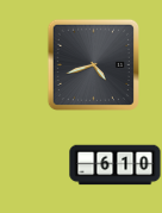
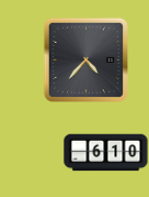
clock at (93, 64): 4:42 -> 4:37
